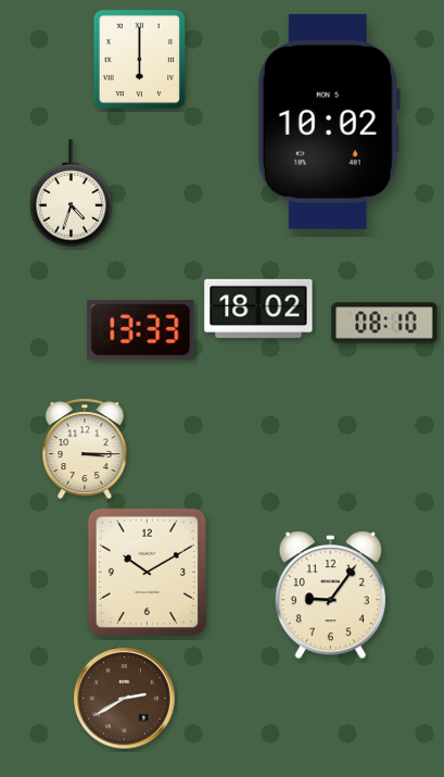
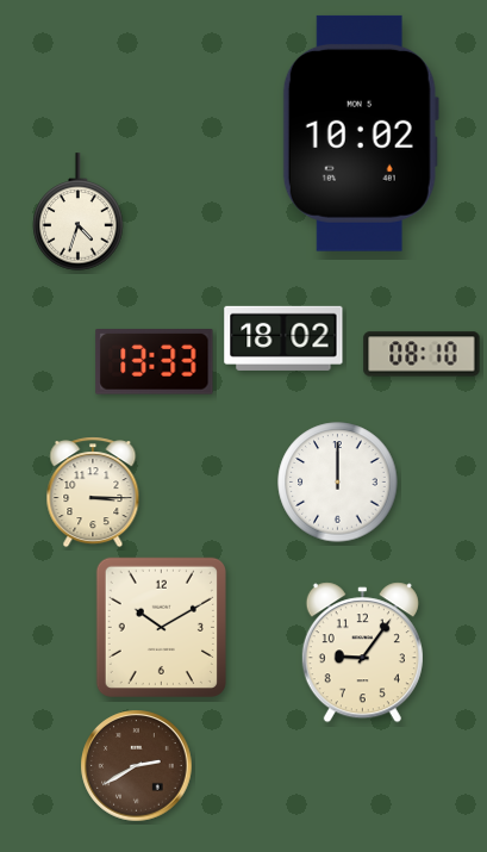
clock at (140, 60): 6:00 -> none
clock at (338, 483): none -> 12:00
